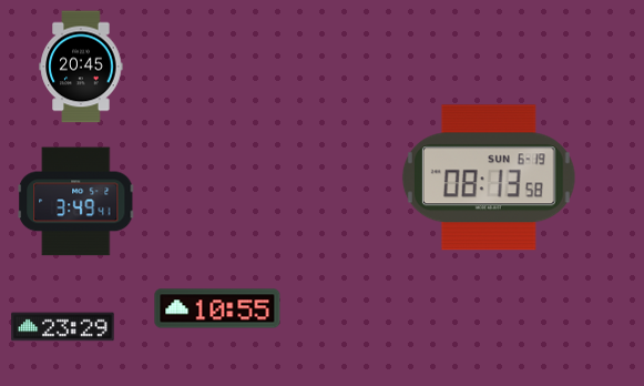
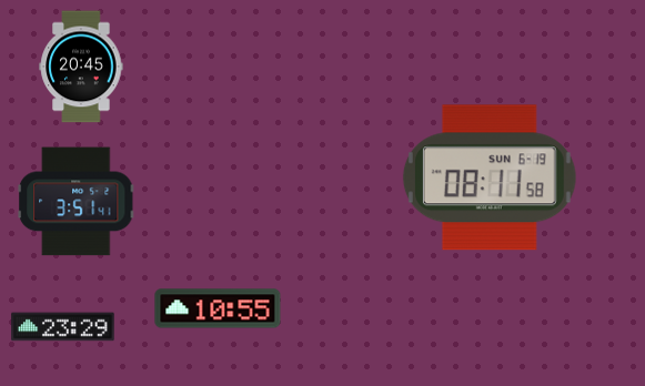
clock at (489, 177): 08:13 -> 08:11
clock at (76, 202): 3:49 -> 3:51
